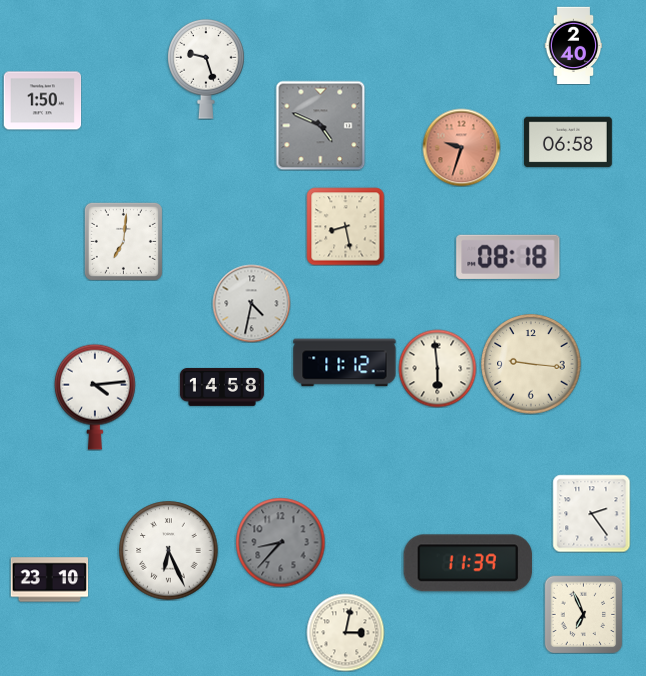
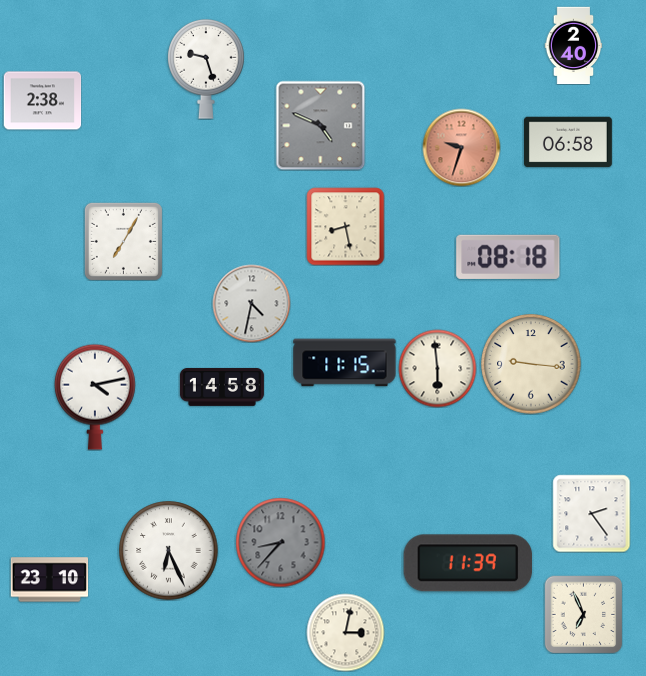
clock at (42, 101): 1:50 -> 2:38
clock at (123, 241): 7:01 -> 7:05
clock at (345, 363): 11:12 -> 11:15
clock at (95, 397): 4:14 -> 4:13
